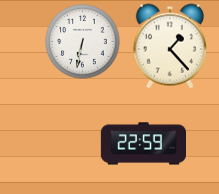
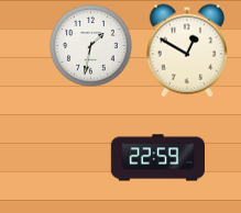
clock at (83, 42): 6:32 -> 1:32
clock at (169, 46): 1:23 -> 12:50
